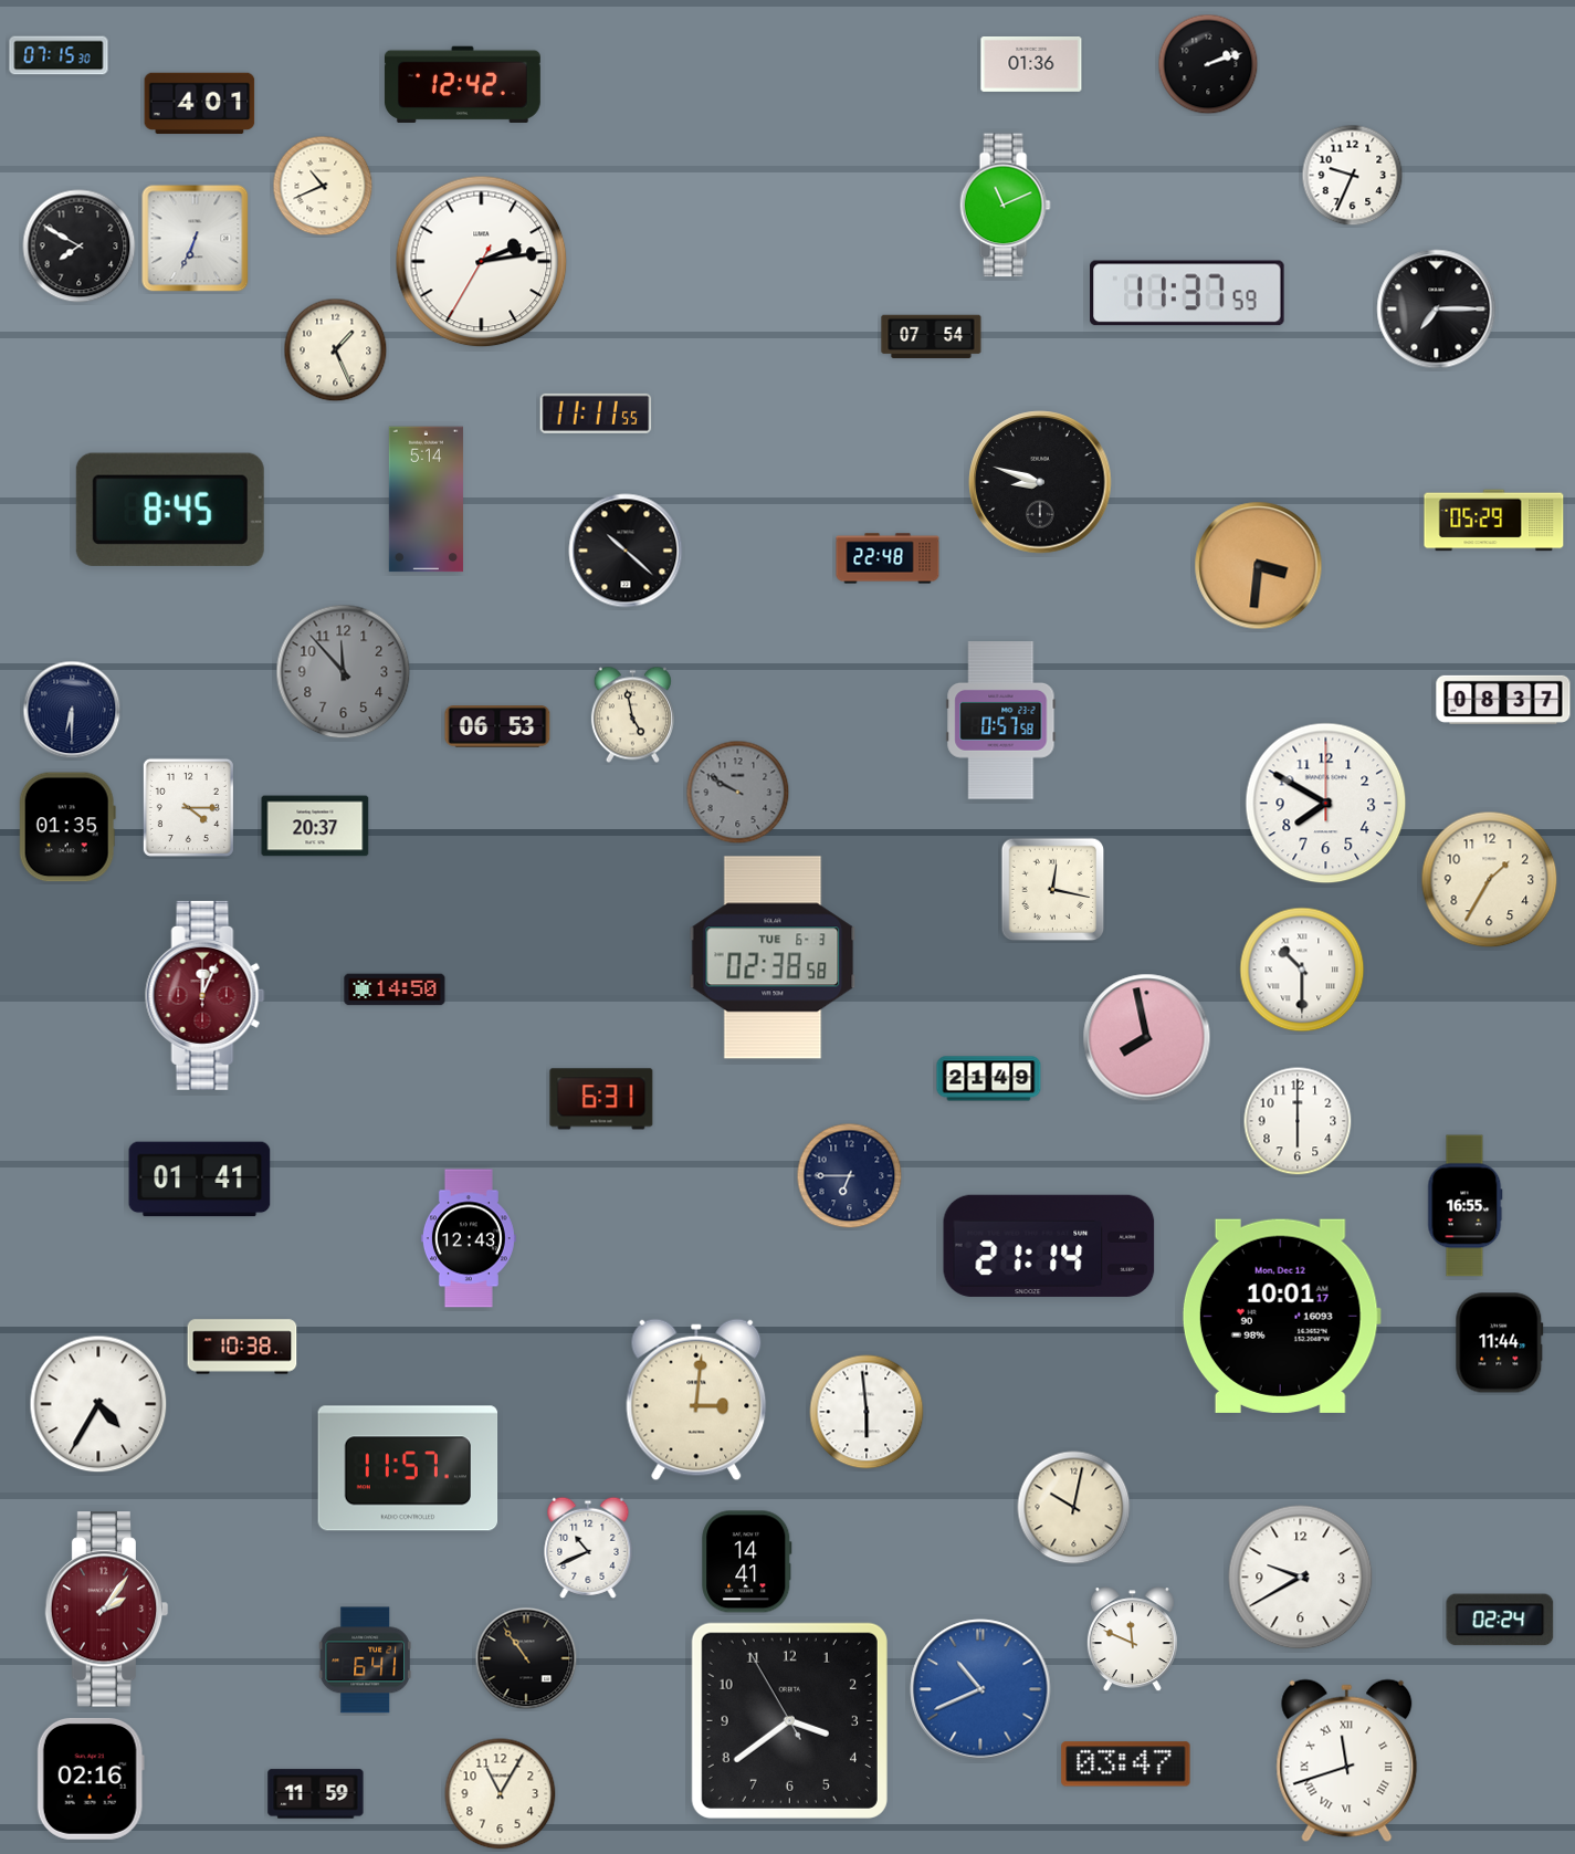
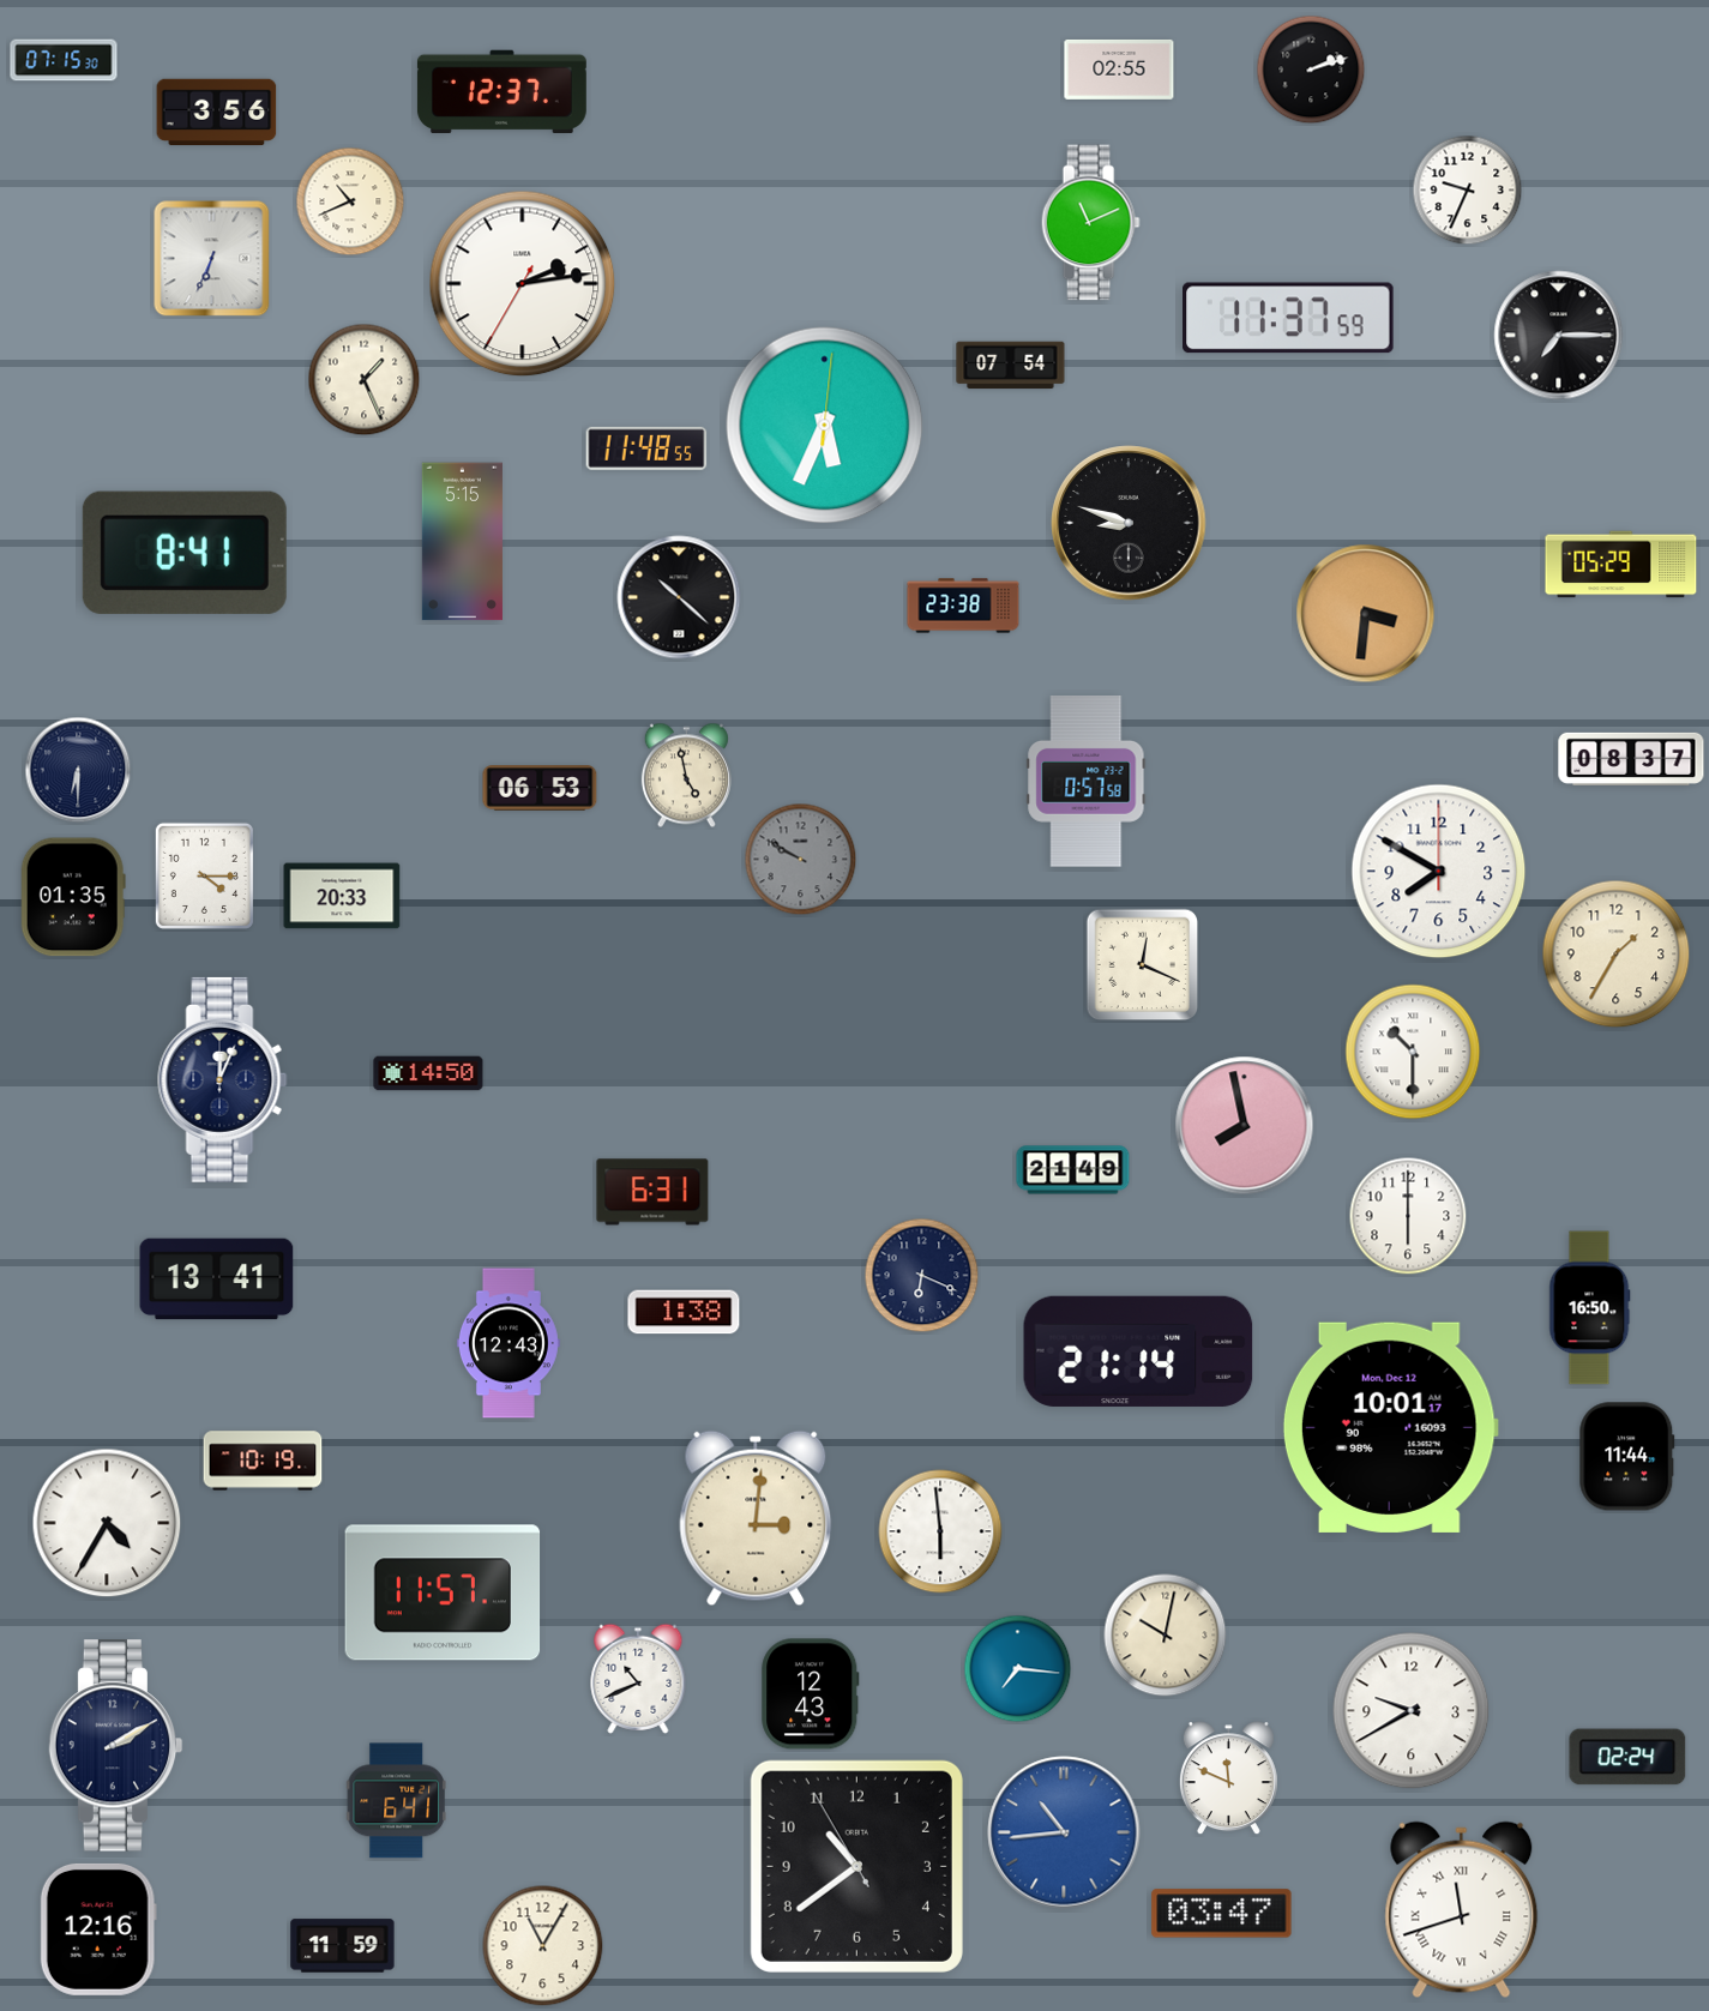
clock at (1031, 64): 01:36 -> 02:55
clock at (462, 84): 12:42 -> 12:37
clock at (200, 104): 4:01 -> 3:56
clock at (80, 247): 7:50 -> none
clock at (825, 426): none -> 5:34
clock at (596, 413): 11:11 -> 11:48
clock at (426, 500): 5:14 -> 5:15
clock at (170, 510): 8:45 -> 8:41
clock at (888, 558): 22:48 -> 23:38
clock at (344, 672): 11:53 -> none
clock at (315, 826): 20:37 -> 20:33
clock at (1053, 890): 12:17 -> 12:19
clock at (773, 957): 02:38 -> none
clock at (206, 995) dial: burgundy -> navy
clock at (850, 1176): 6:45 -> 6:19
clock at (200, 1180): 01:41 -> 13:41
clock at (1466, 1206): 16:55 -> 16:50
clock at (684, 1312): none -> 1:38
clock at (242, 1347): 10:38 -> 10:19
clock at (1018, 1669): none -> 7:16
clock at (747, 1562): 14:41 -> 12:43
clock at (107, 1610): 2:06 -> 2:10
clock at (107, 1610) dial: burgundy -> navy
clock at (526, 1658): 10:54 -> none
clock at (980, 1689): 10:41 -> 10:44
clock at (789, 1720): 3:38 -> 10:38
clock at (91, 1779): 02:16 -> 12:16
